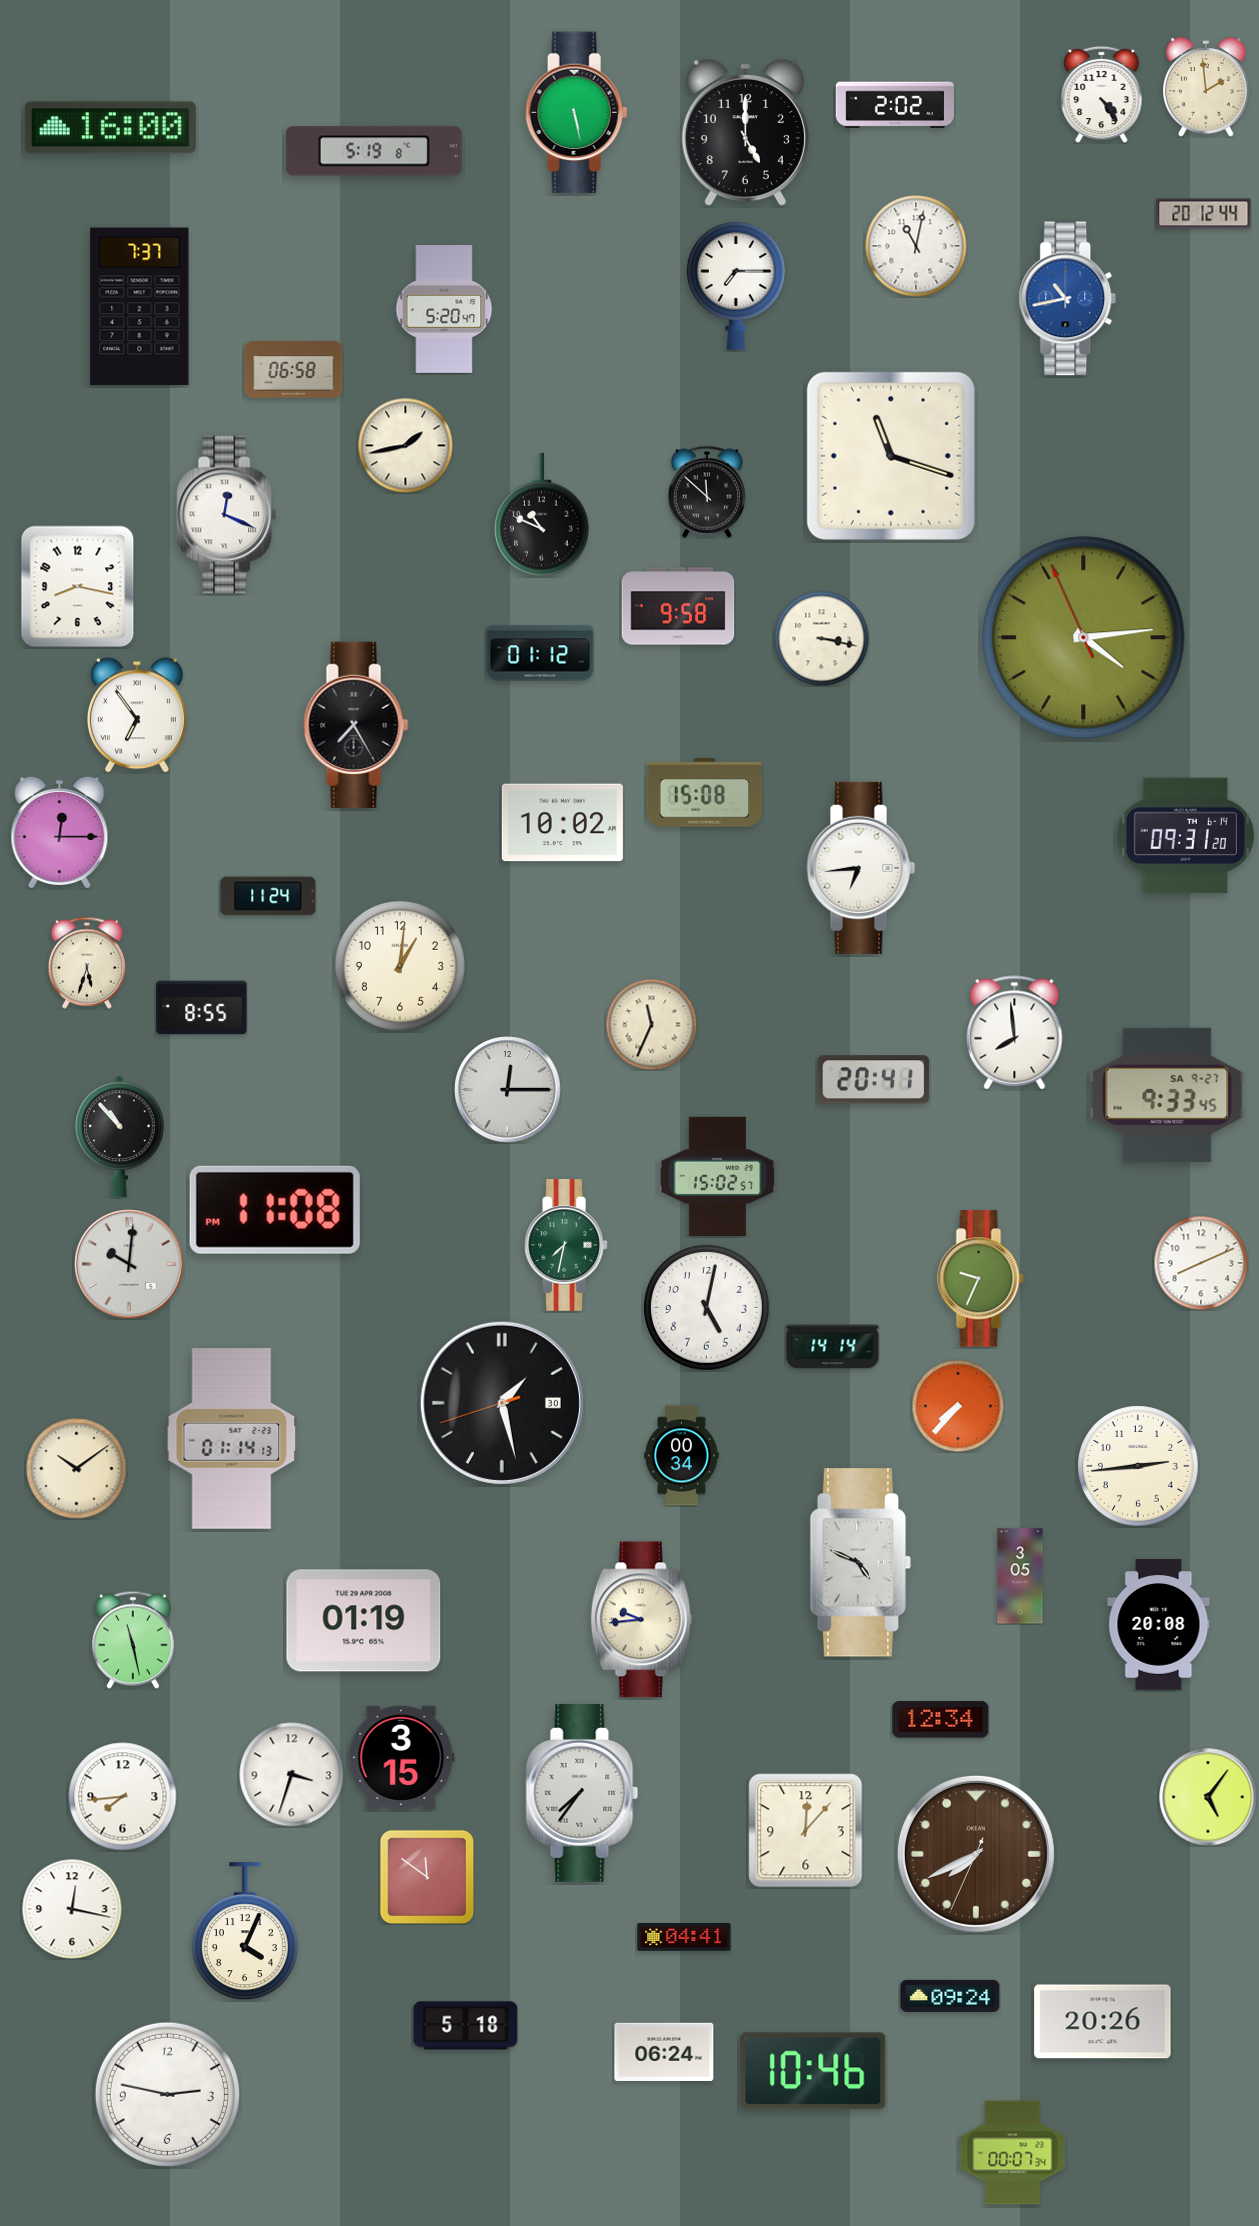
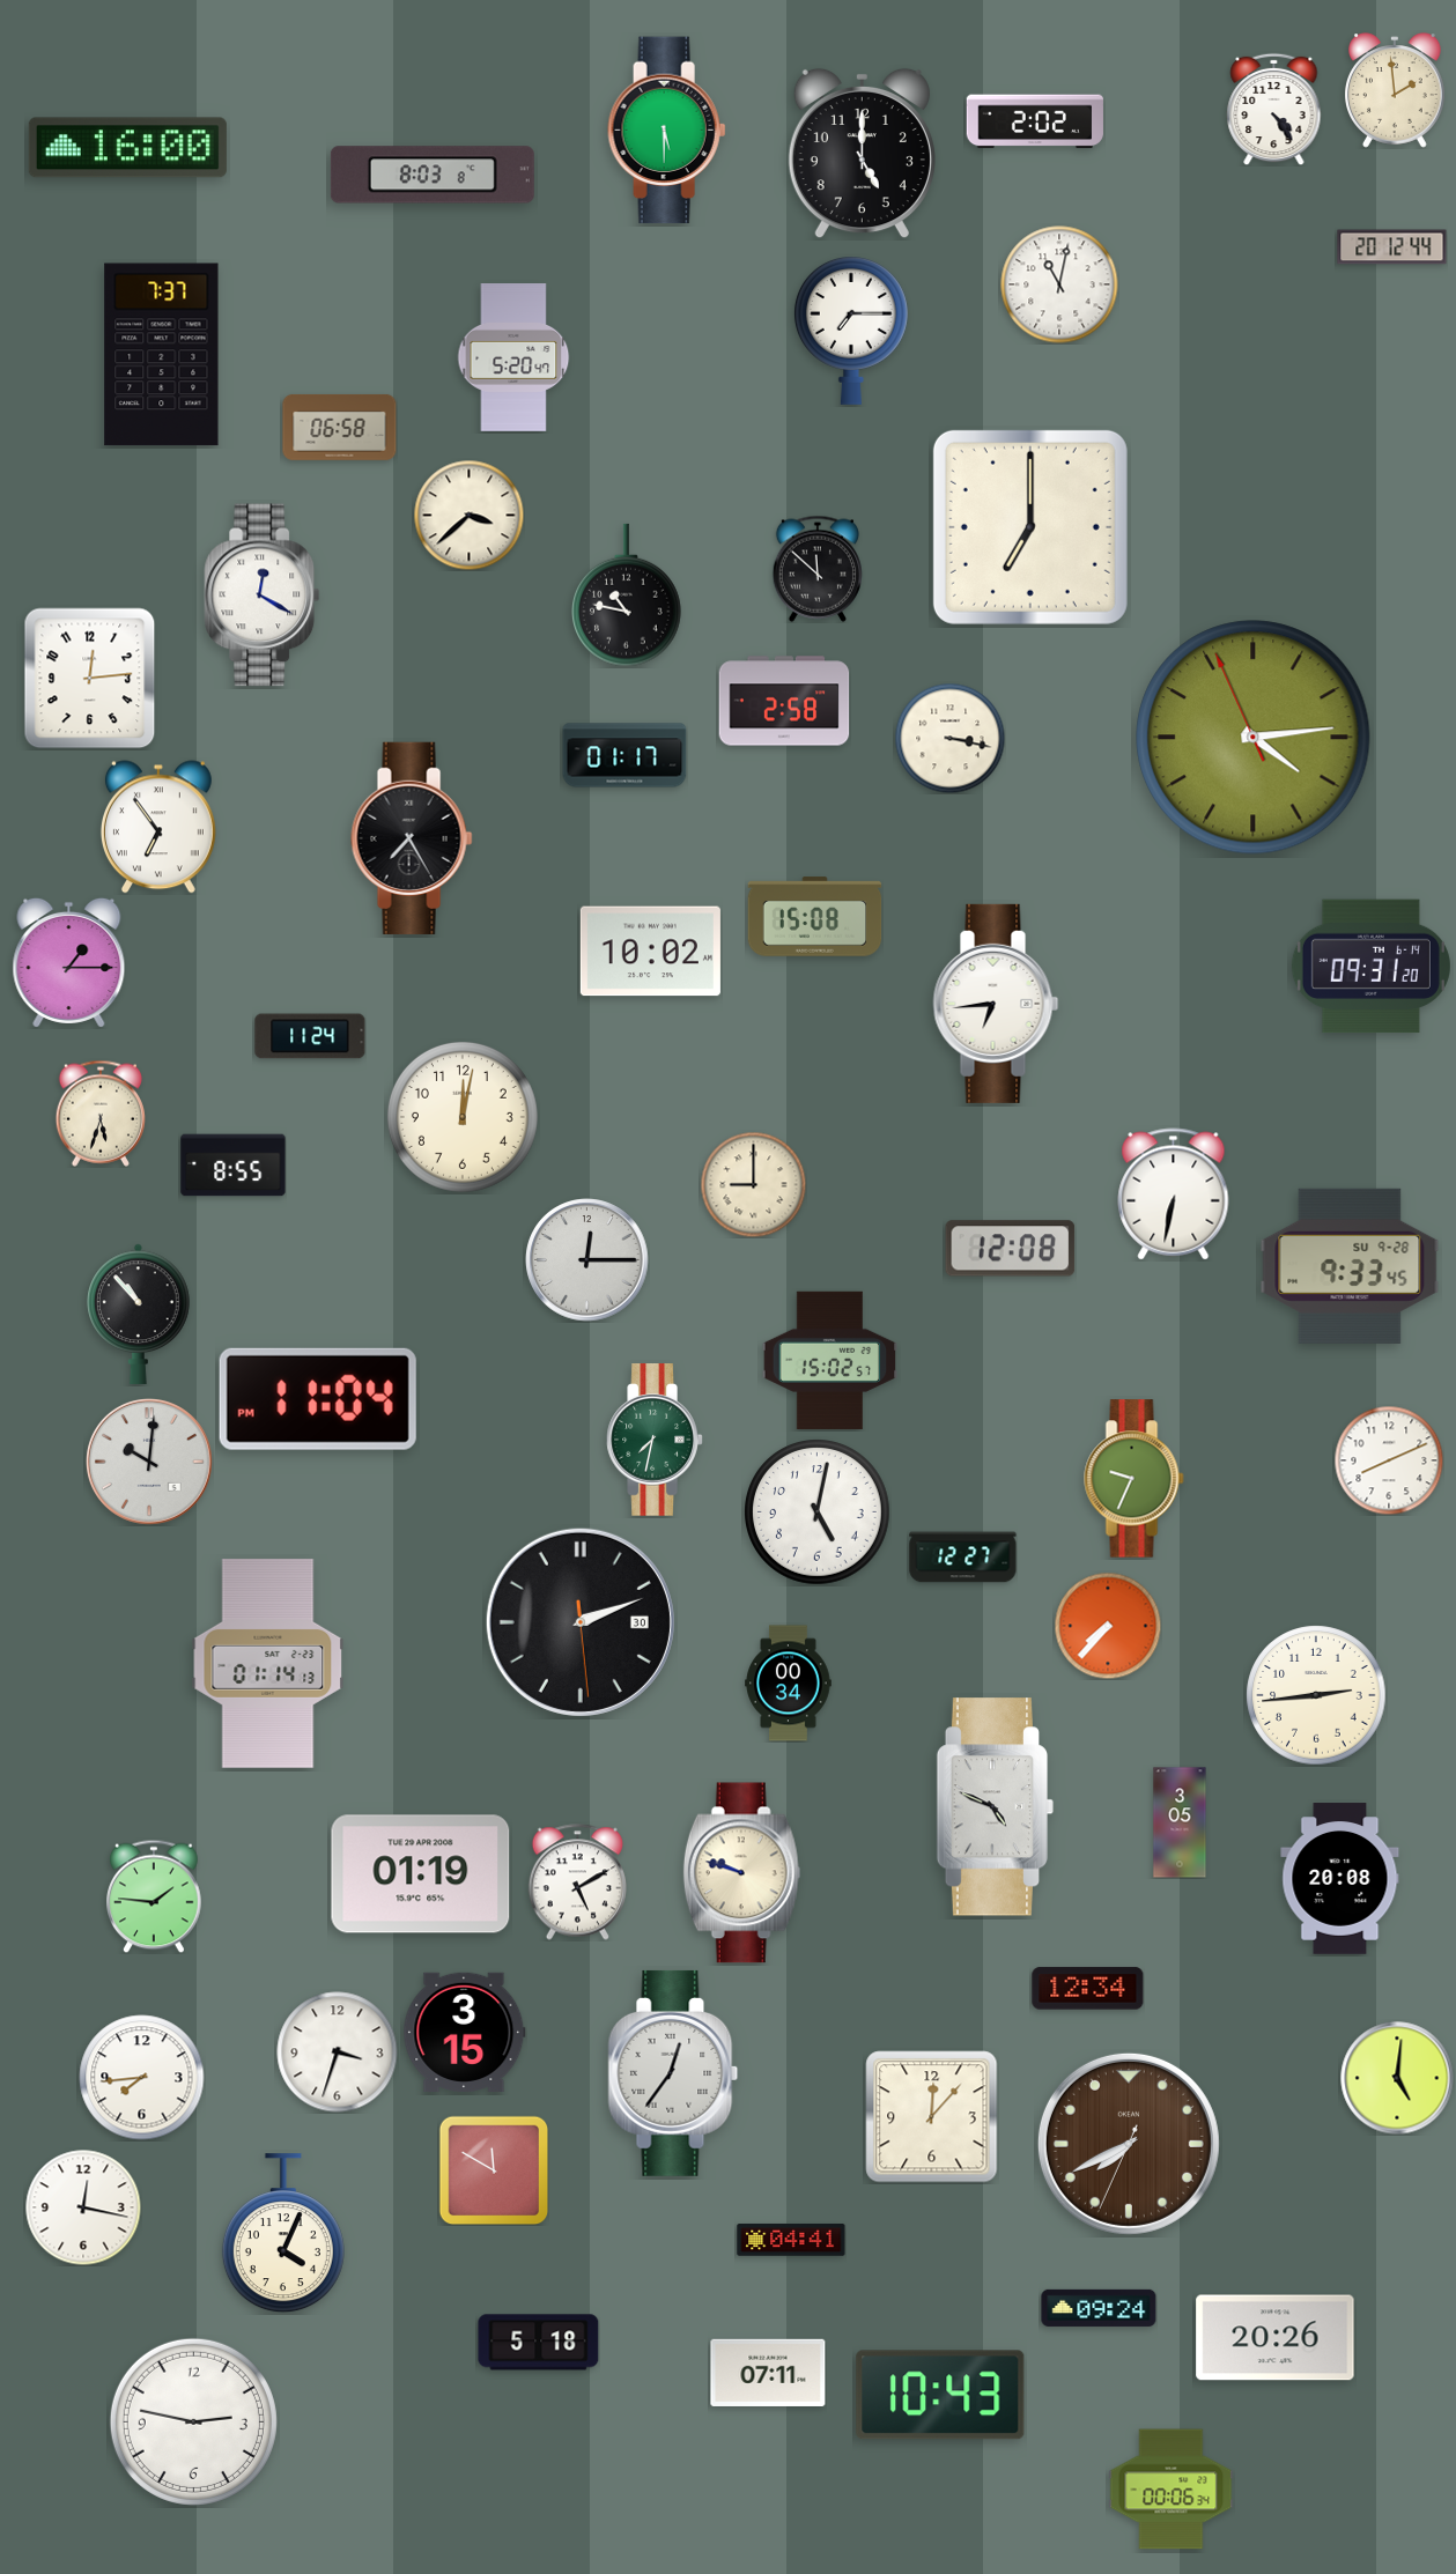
clock at (1207, 87) position: (1207, 87) -> (1396, 90)
clock at (577, 113): 5:28 -> 5:30
clock at (374, 151): 5:19 -> 8:03
clock at (1068, 299): 10:43 -> none
clock at (405, 445): 1:43 -> 3:38
clock at (891, 456): 11:18 -> 7:00
clock at (227, 515): 12:19 -> 12:20
clock at (542, 515): 10:49 -> 10:47
clock at (78, 587): 8:17 -> 12:14
clock at (678, 606): 9:58 -> 2:58
clock at (540, 653): 01:12 -> 01:17
clock at (60, 832): 12:15 -> 1:15
clock at (400, 966): 1:01 -> 12:02
clock at (651, 1024): 11:34 -> 9:00
clock at (1015, 1033): 7:59 -> 6:32
clock at (874, 1080): 20:41 -> 12:08
clock at (1167, 1095) date: SA 9-27 -> SU 9-28
clock at (275, 1210): 11:08 -> 11:04
clock at (833, 1347): 14:14 -> 12:27
clock at (502, 1403): 1:27 -> 2:11
clock at (77, 1469): 10:09 -> none
clock at (642, 1620): 9:44 -> 9:48
clock at (577, 1883): none -> 5:10
clock at (134, 1640): 11:28 -> 1:46
clock at (582, 1793): 7:36 -> 12:36
clock at (1208, 1797): 5:06 -> 5:01
clock at (427, 1877): 11:51 -> 11:50
clock at (664, 2052): 06:24 -> 07:11
clock at (813, 2071): 10:46 -> 10:43
clock at (1013, 2153): 00:07 -> 00:06
